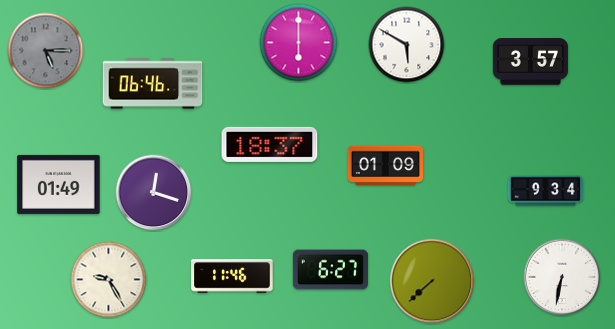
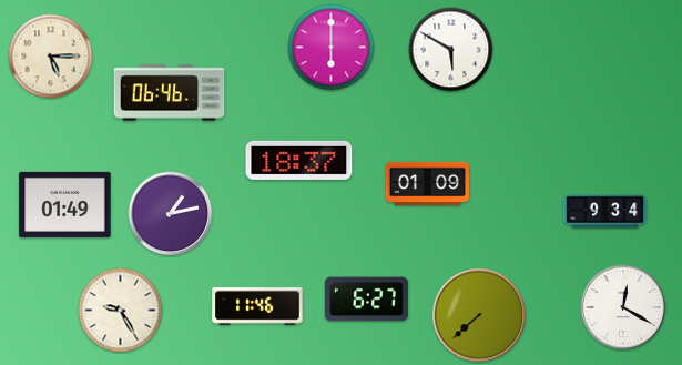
clock at (46, 51) dial: grey -> cream
clock at (530, 62): 3:57 -> none
clock at (154, 193): 12:18 -> 1:13
clock at (562, 277): 6:32 -> 12:20
clock at (432, 281) position: (432, 281) -> (479, 315)
